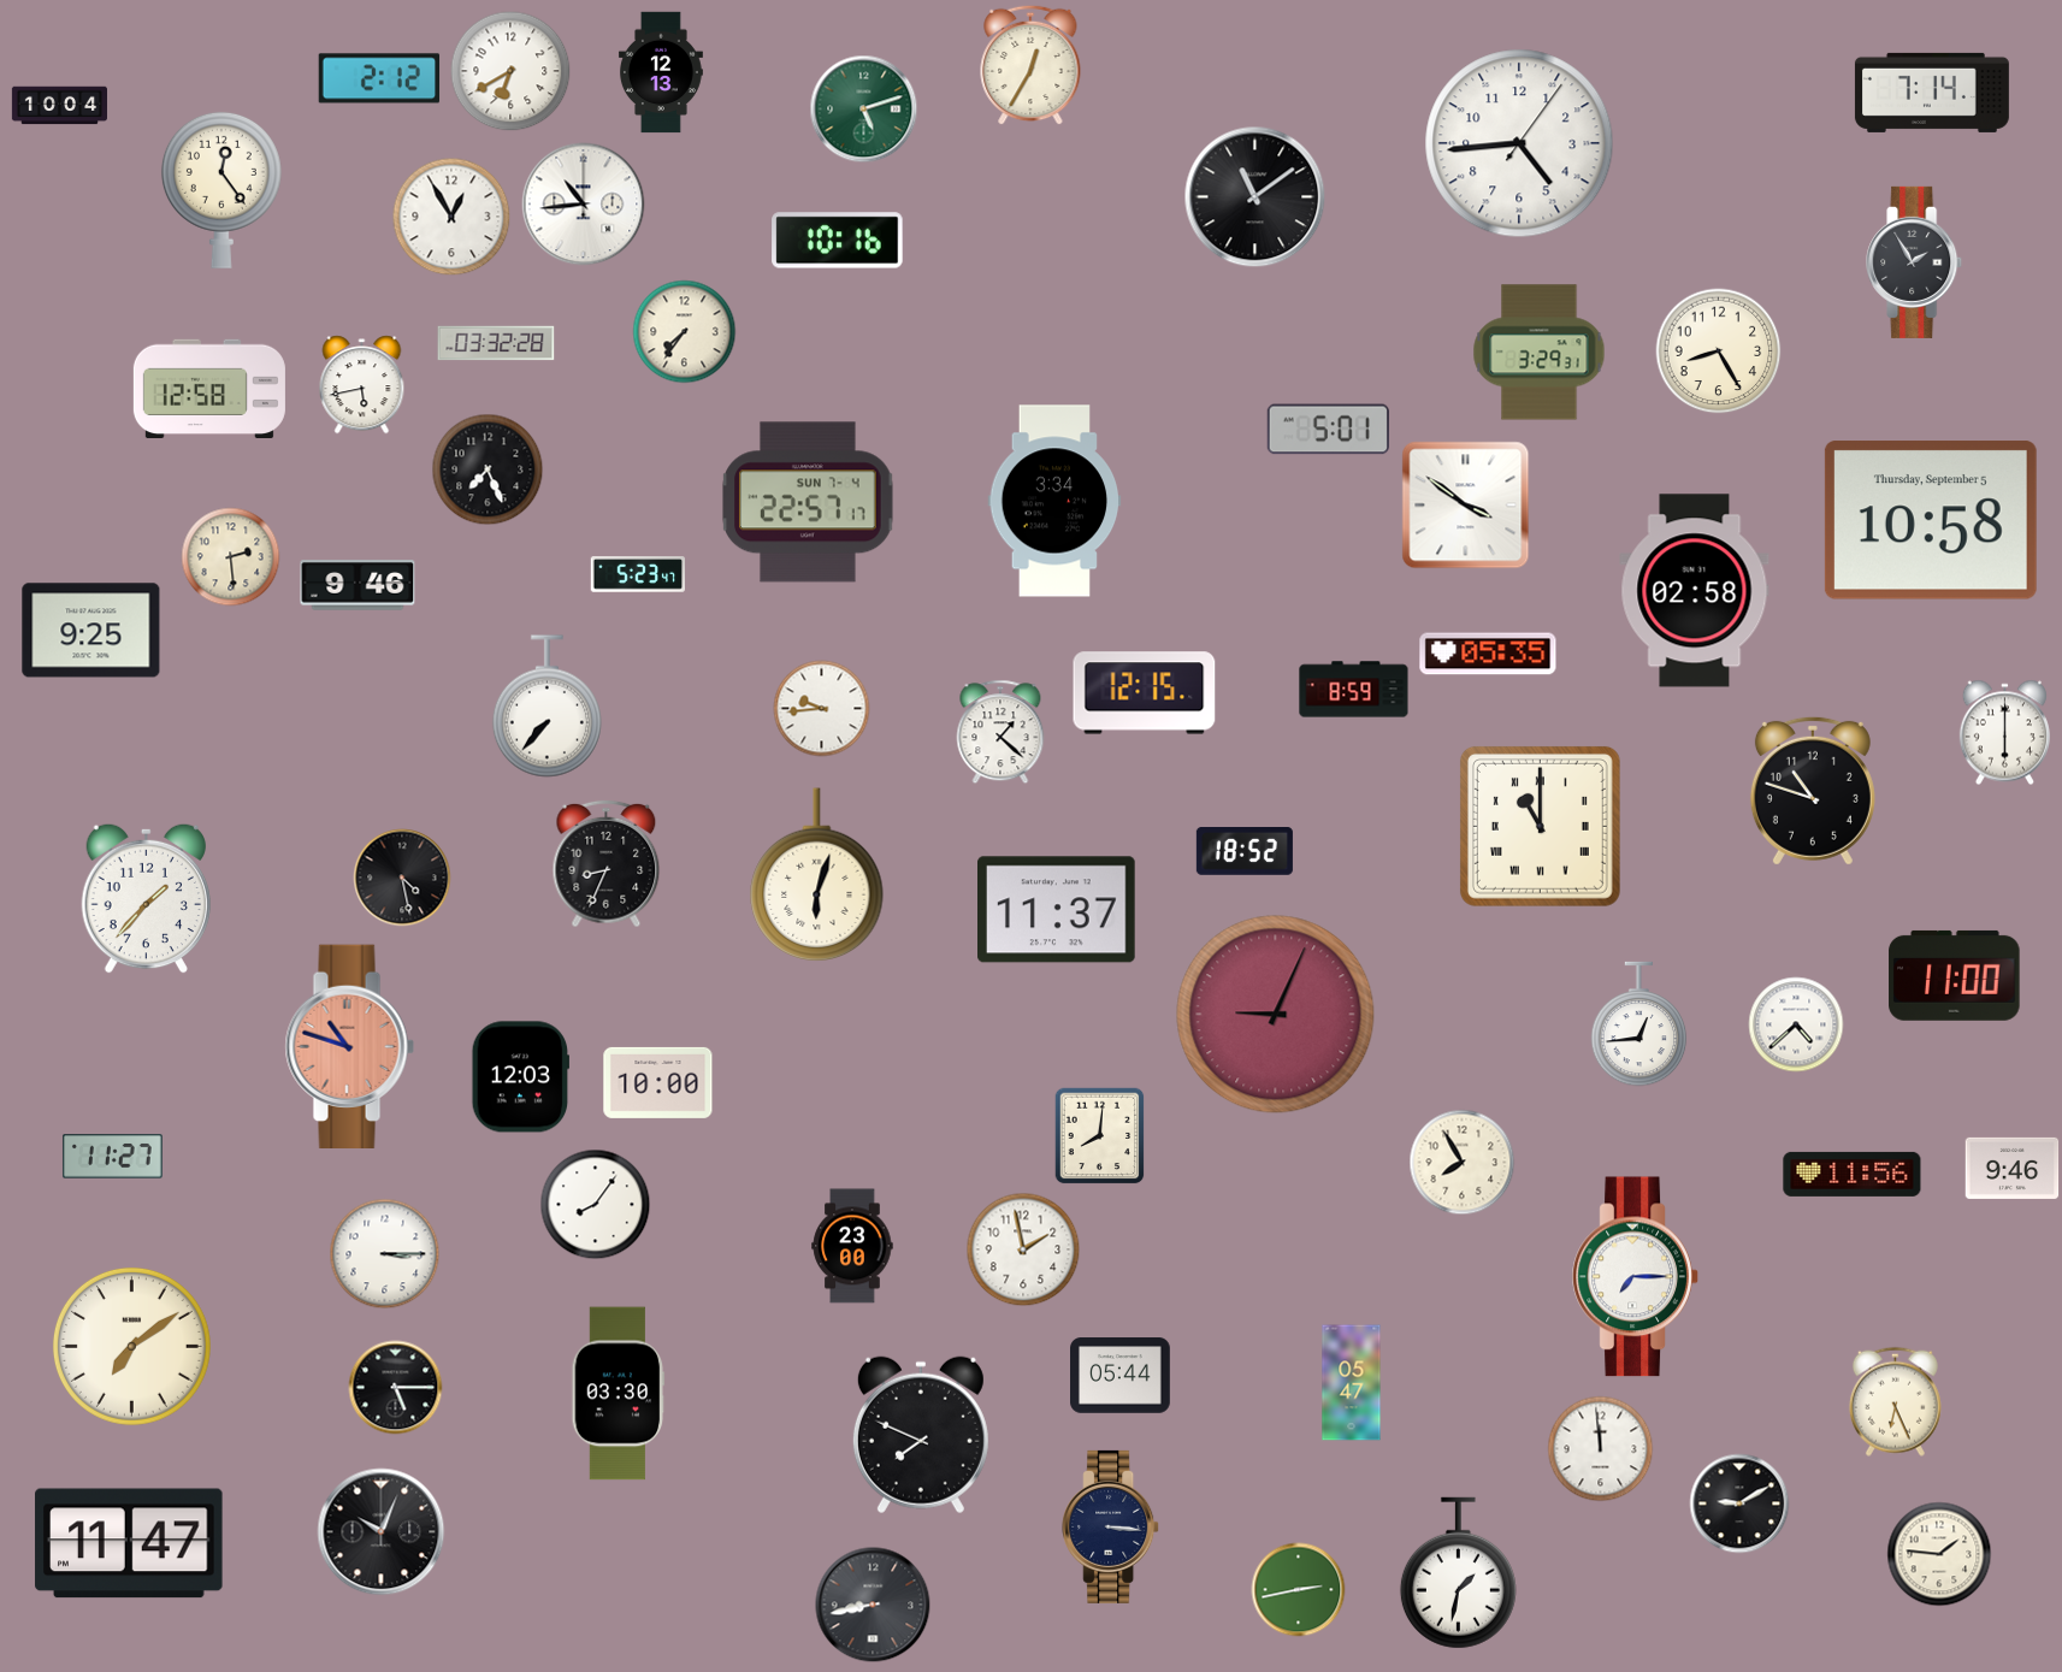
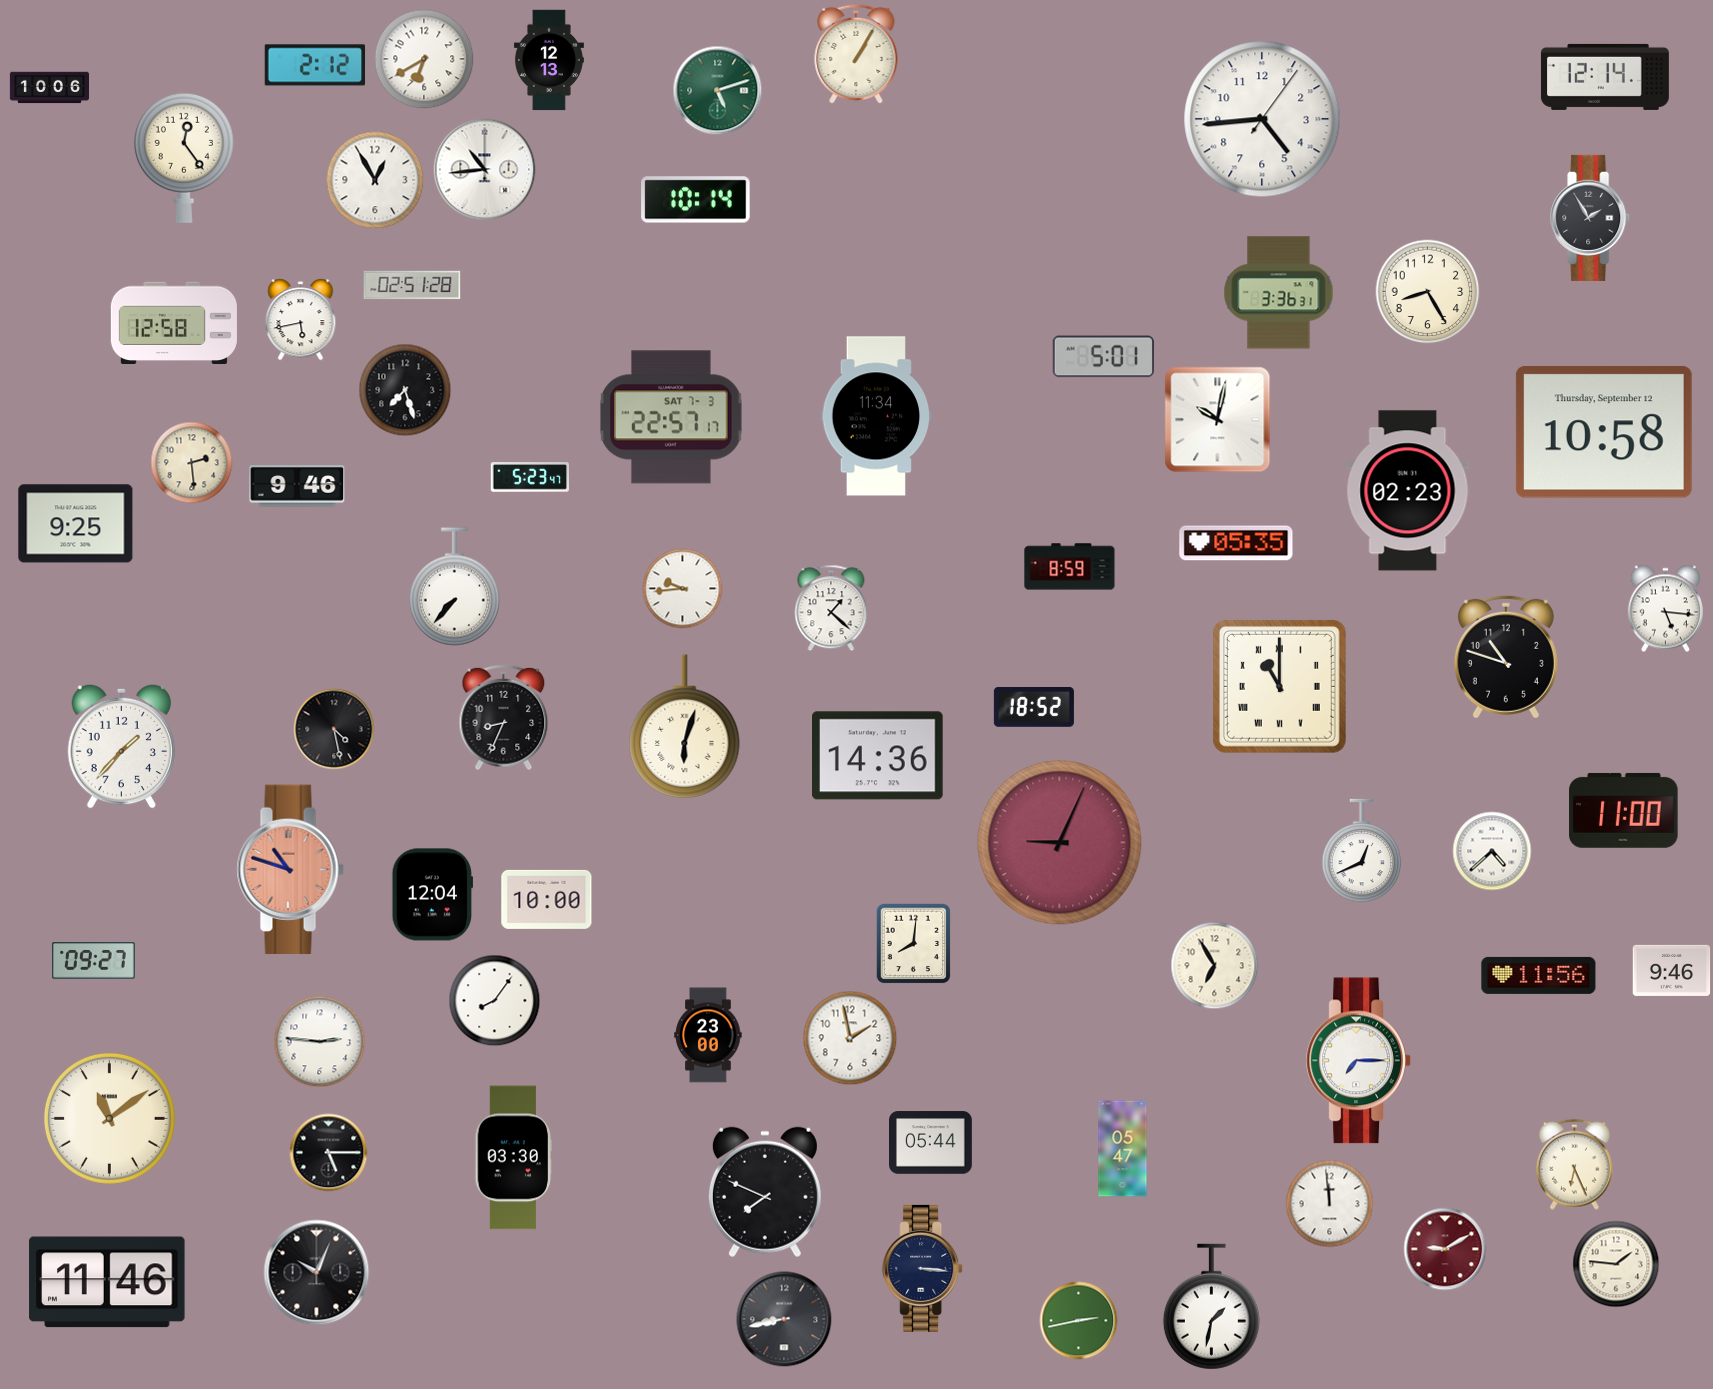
clock at (1030, 65): 12:35 -> 1:05
clock at (1932, 93): 7:14 -> 12:14
clock at (59, 106): 10:04 -> 10:06
clock at (1255, 197): 11:09 -> none
clock at (838, 241): 10:16 -> 10:14
clock at (685, 332): 7:36 -> none
clock at (496, 343): 03:32 -> 02:51
clock at (1540, 353): 3:29 -> 3:36
clock at (488, 469): 7:26 -> 7:27
clock at (1054, 501): 3:34 -> 11:34
clock at (808, 502) date: SUN 7-4 -> SAT 7-3
clock at (1466, 506): 3:51 -> 10:02
clock at (1931, 520) date: Thursday, September 5 -> Thursday, September 12
clock at (1695, 591): 02:58 -> 02:23
clock at (1354, 690) position: (1354, 690) -> (1070, 567)
clock at (1145, 693): 12:15 -> none
clock at (2004, 733): 6:00 -> 5:16
clock at (817, 875) position: (817, 875) -> (685, 727)
clock at (1057, 910): 11:37 -> 14:36
clock at (1639, 1024): 12:44 -> 12:41
clock at (520, 1077): 12:03 -> 12:04
clock at (112, 1157): 11:27 -> 09:27
clock at (1463, 1163): 7:55 -> 6:55
clock at (385, 1254): 3:15 -> 2:46
clock at (131, 1346): 7:09 -> 11:09
clock at (1739, 1503) dial: black -> burgundy
clock at (129, 1543): 11:47 -> 11:46
clock at (1939, 1554) position: (1939, 1554) -> (1616, 1264)
clock at (873, 1605) position: (873, 1605) -> (784, 1319)
